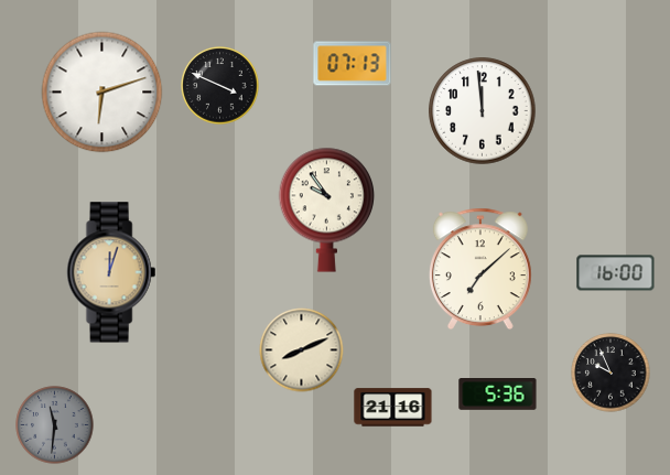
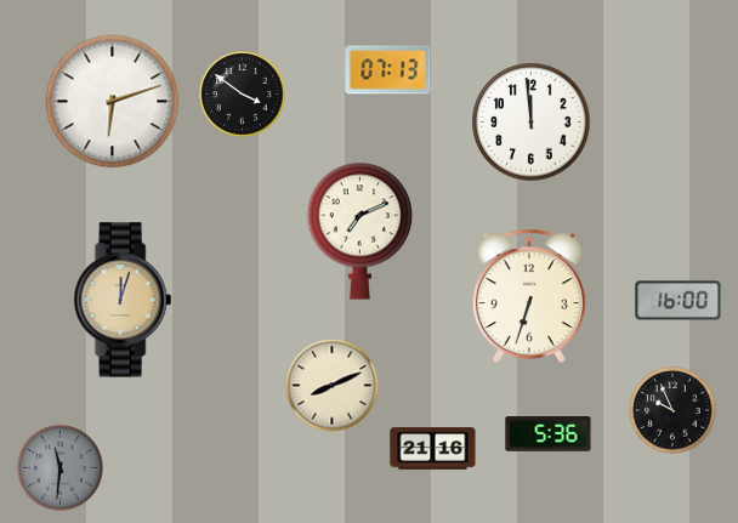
clock at (220, 86): 3:49 -> 3:51
clock at (327, 209): 9:54 -> 7:11
clock at (480, 269): 7:08 -> 6:33
